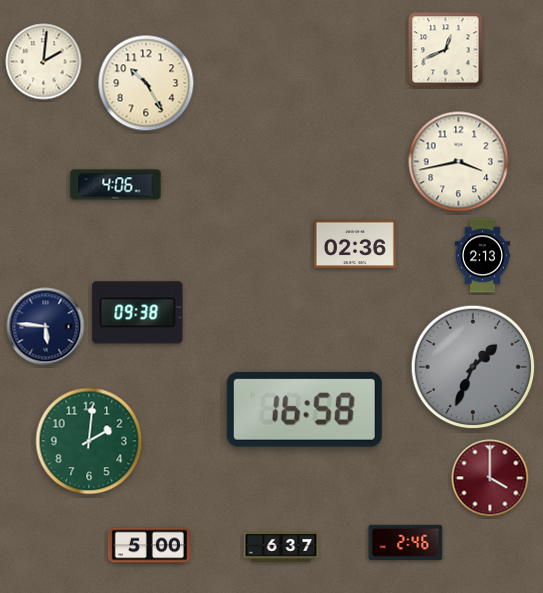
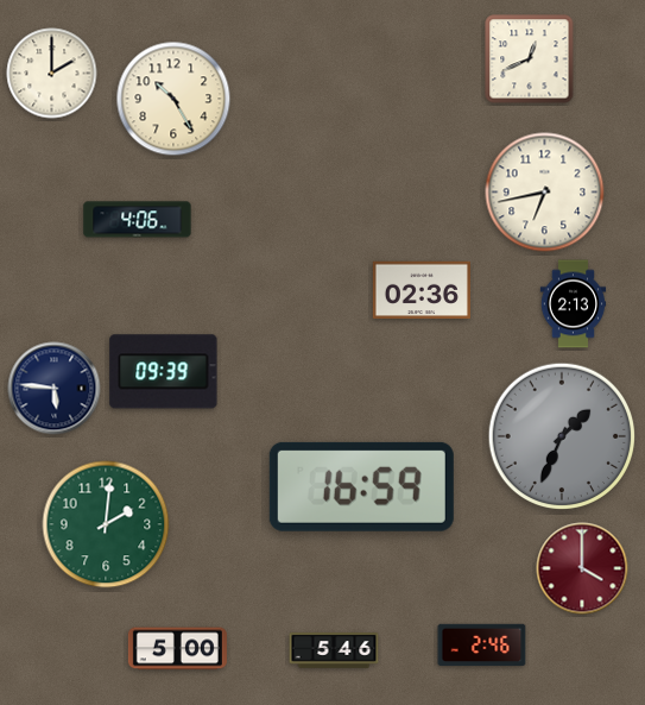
clock at (44, 62): 2:01 -> 2:00
clock at (459, 162): 3:43 -> 6:43
clock at (138, 313): 09:38 -> 09:39
clock at (304, 409): 16:58 -> 16:59
clock at (281, 547): 6:37 -> 5:46
